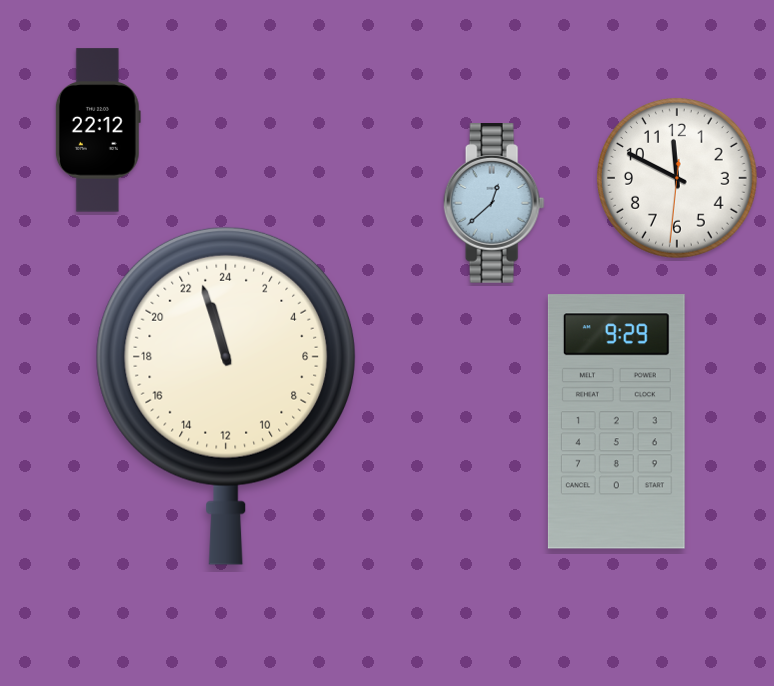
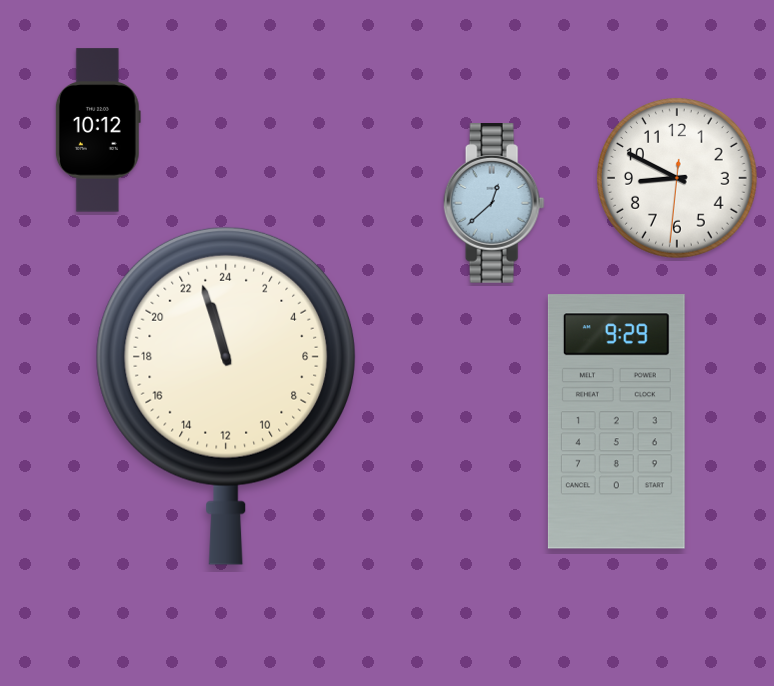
clock at (98, 130): 22:12 -> 10:12
clock at (678, 179): 11:49 -> 8:49
